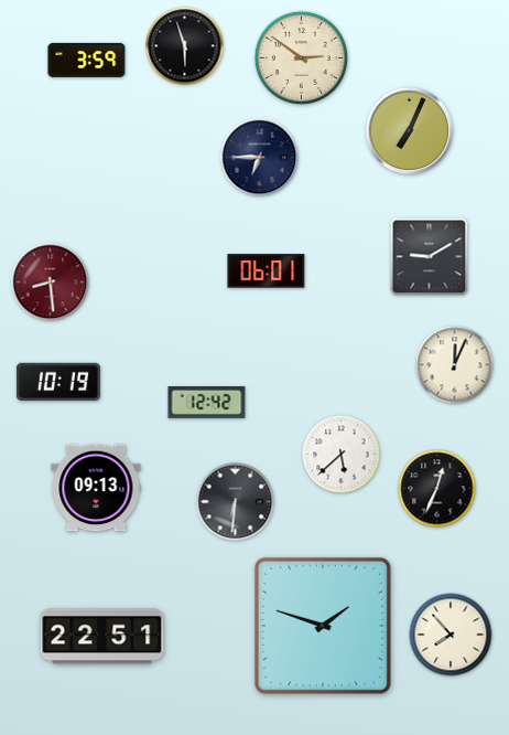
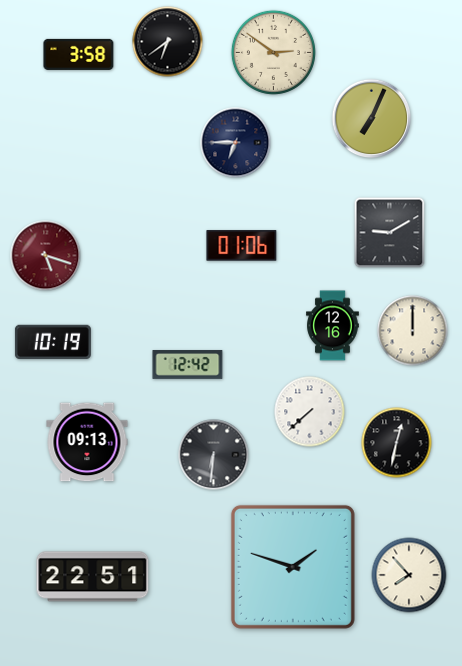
clock at (185, 46): 5:57 -> 6:39
clock at (87, 60): 3:59 -> 3:58
clock at (267, 271): 06:01 -> 01:06
clock at (51, 283): 8:29 -> 5:18
clock at (333, 326): none -> 12:16
clock at (455, 365): 12:04 -> 12:00
clock at (58, 382) position: (58, 382) -> (53, 342)
clock at (342, 455): 5:38 -> 7:38
clock at (437, 489): 12:34 -> 12:32
